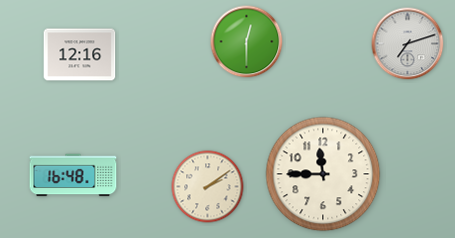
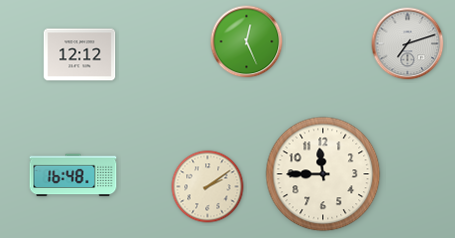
clock at (247, 42): 12:30 -> 12:26
clock at (80, 55): 12:16 -> 12:12
